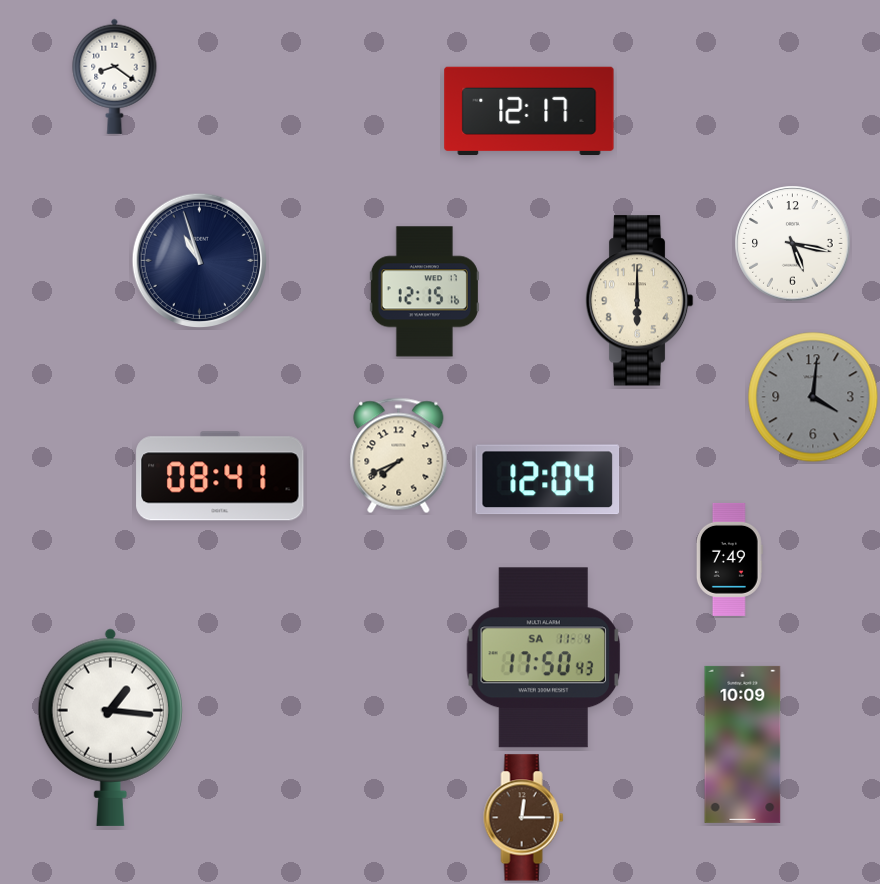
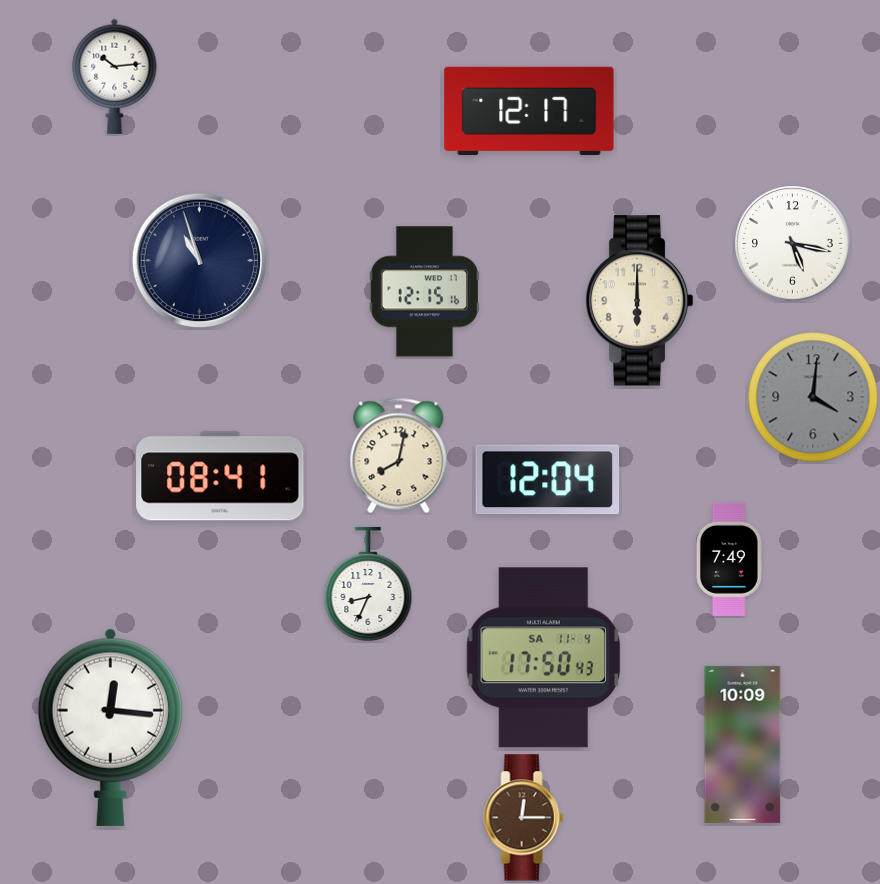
clock at (115, 76): 8:21 -> 10:14
clock at (399, 456): 7:41 -> 8:02
clock at (368, 584): none -> 8:34
clock at (110, 727): 1:16 -> 12:16
